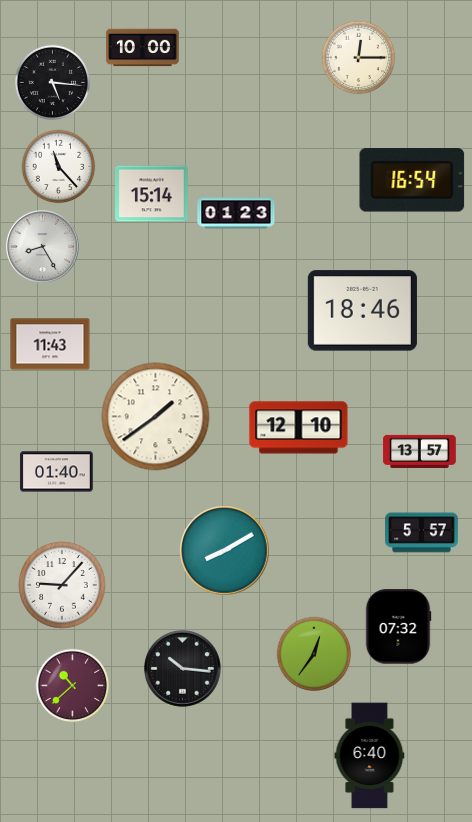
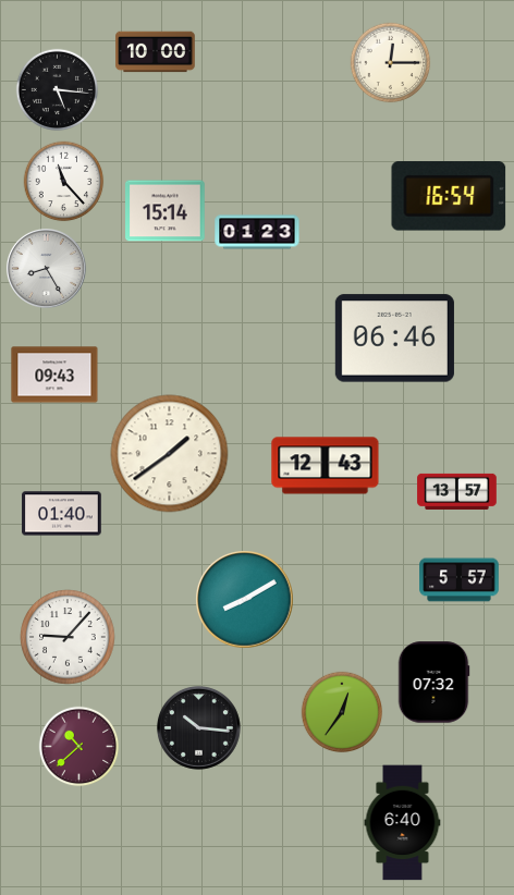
clock at (362, 311): 18:46 -> 06:46
clock at (50, 344): 11:43 -> 09:43
clock at (299, 428): 12:10 -> 12:43
